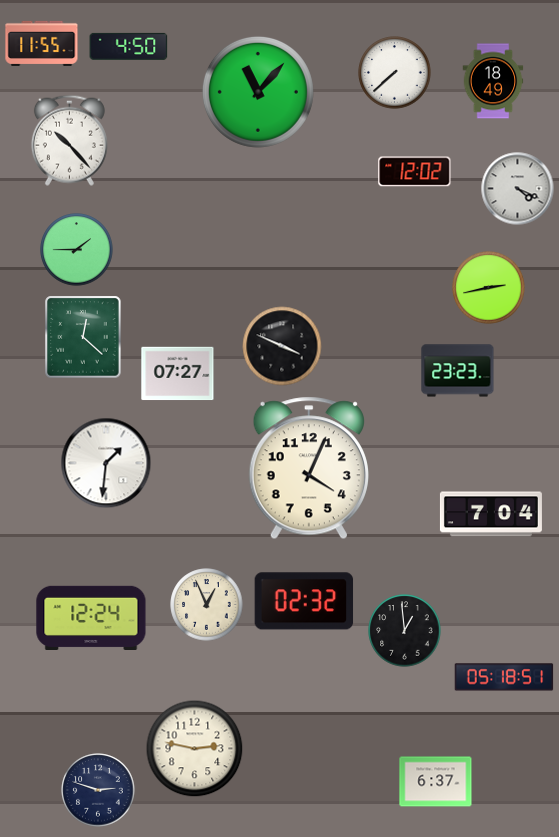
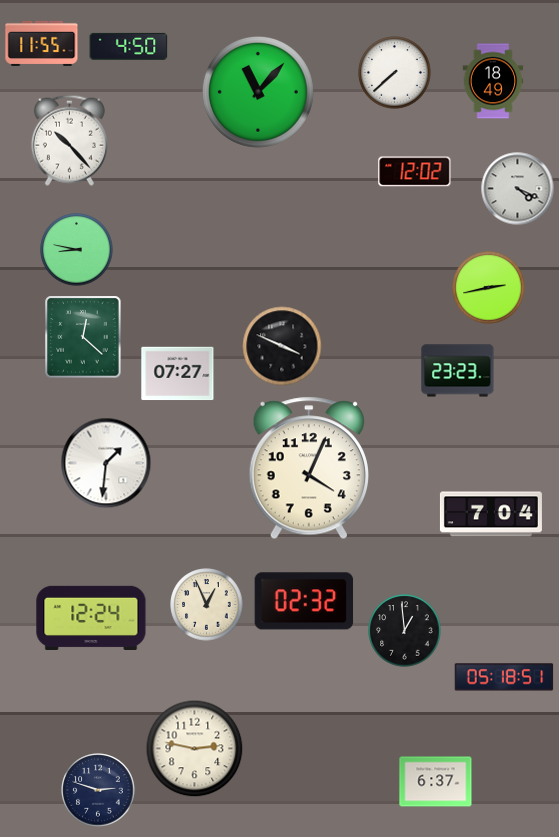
clock at (77, 250): 1:45 -> 8:47
